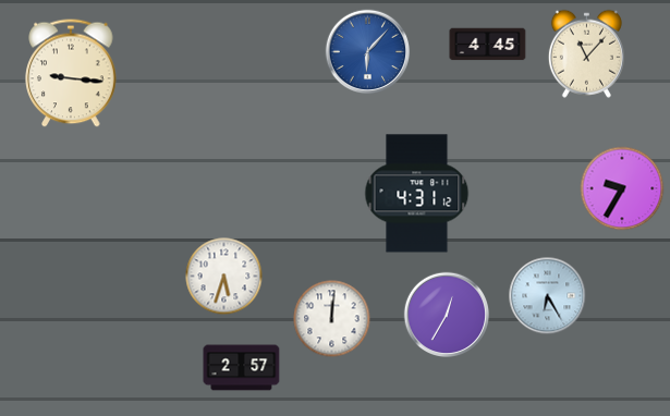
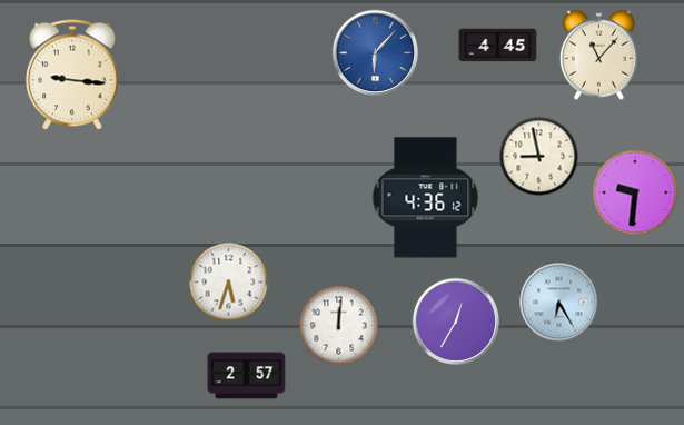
clock at (539, 157): none -> 8:58
clock at (622, 188): 9:35 -> 9:31
clock at (417, 194): 4:31 -> 4:36
